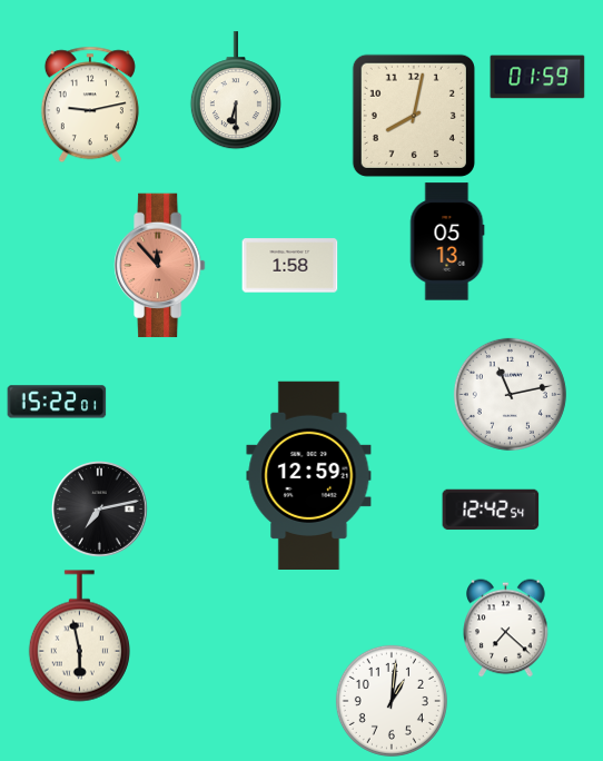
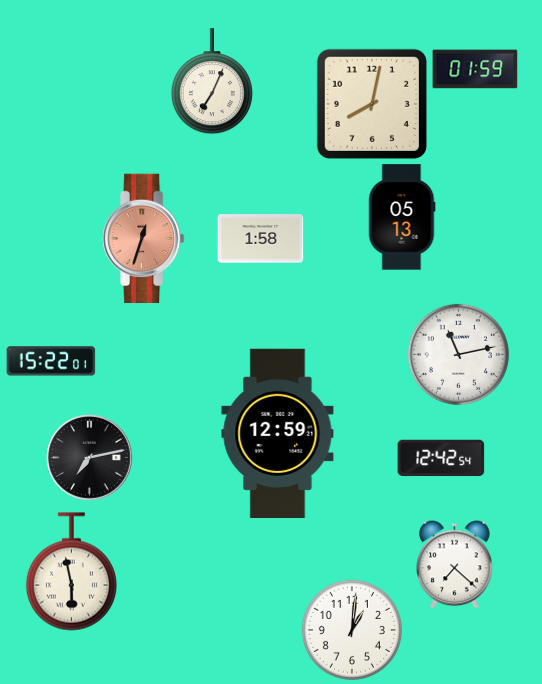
clock at (537, 77) position: (537, 77) -> (475, 69)
clock at (236, 91): 6:30 -> 7:04
clock at (90, 105): 9:13 -> none
clock at (160, 266): 11:53 -> 12:33
clock at (309, 475) position: (309, 475) -> (278, 433)
